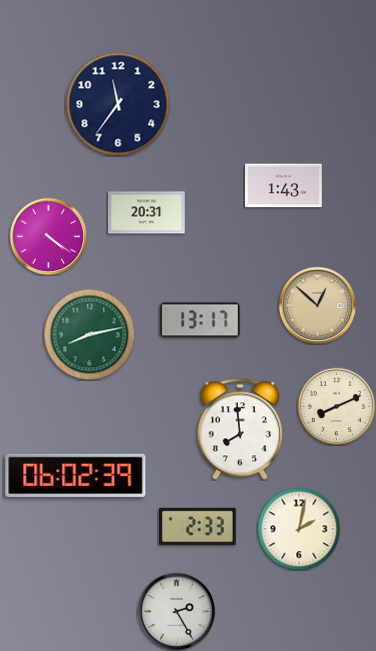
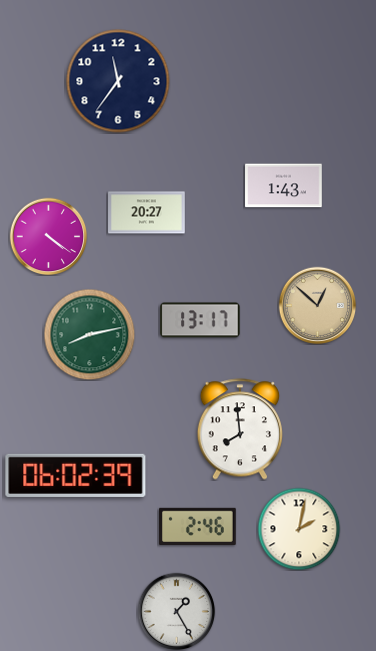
clock at (118, 104) position: (118, 104) -> (118, 81)
clock at (147, 213): 20:31 -> 20:27
clock at (336, 406): 8:11 -> none
clock at (198, 526): 2:33 -> 2:46
clock at (176, 611): 2:25 -> 1:25
